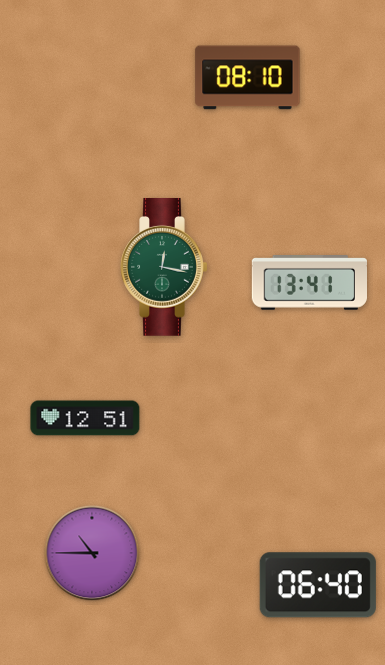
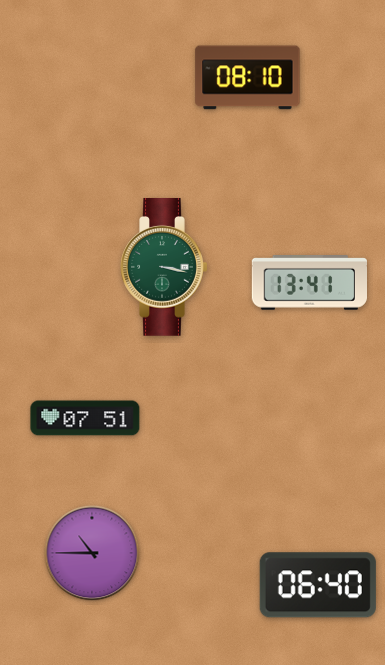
clock at (164, 268): 12:17 -> 3:17
clock at (85, 418): 12:51 -> 07:51
